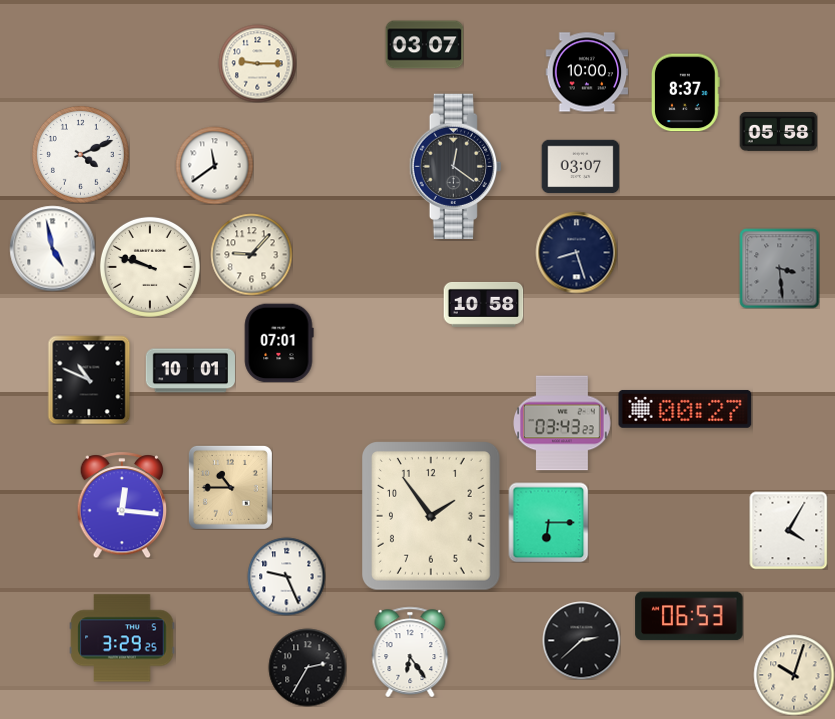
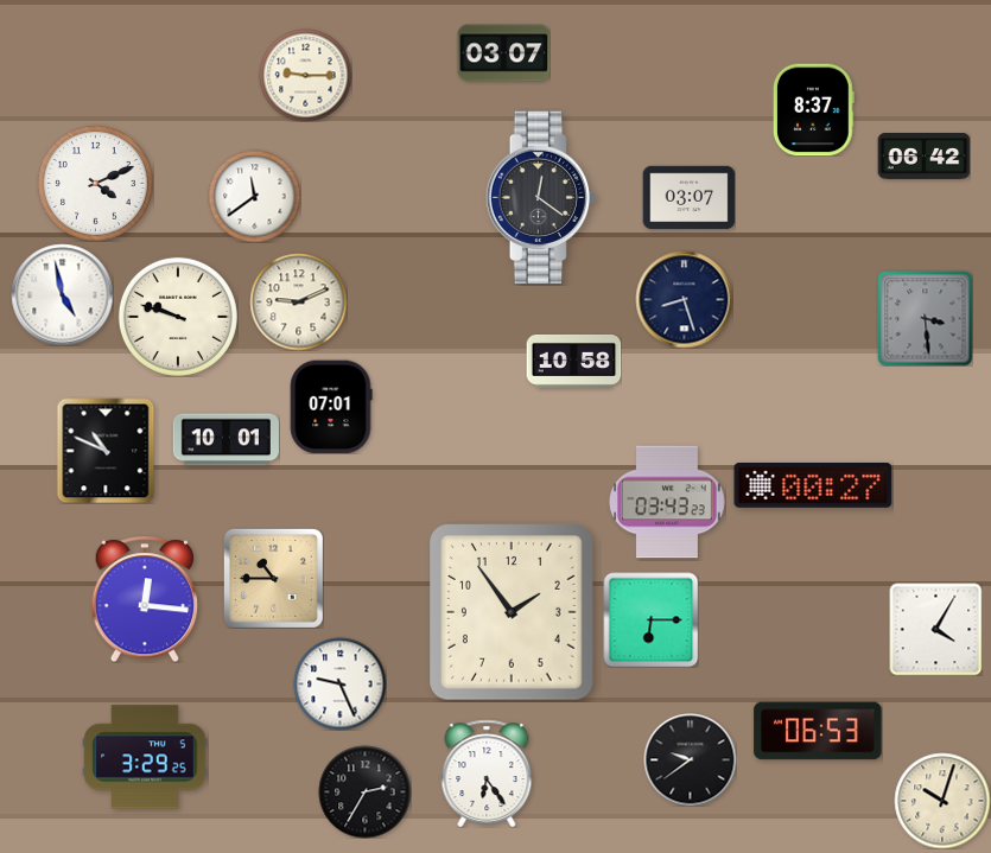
clock at (587, 72): 10:00 -> none
clock at (778, 132): 05:58 -> 06:42
clock at (251, 254): 9:07 -> 9:11
clock at (581, 640): 2:38 -> 9:39
